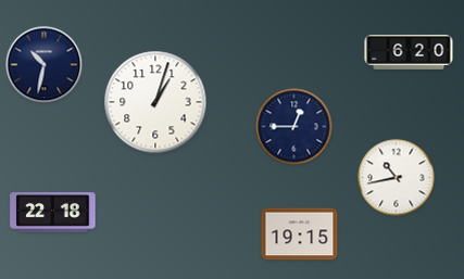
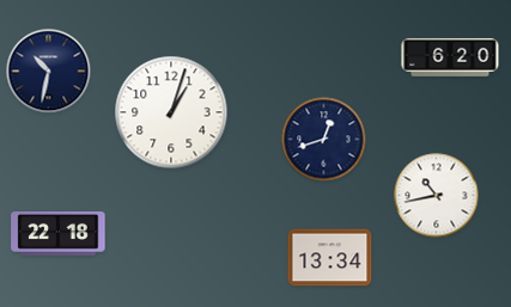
clock at (294, 127): 12:45 -> 12:42
clock at (300, 234): 19:15 -> 13:34
